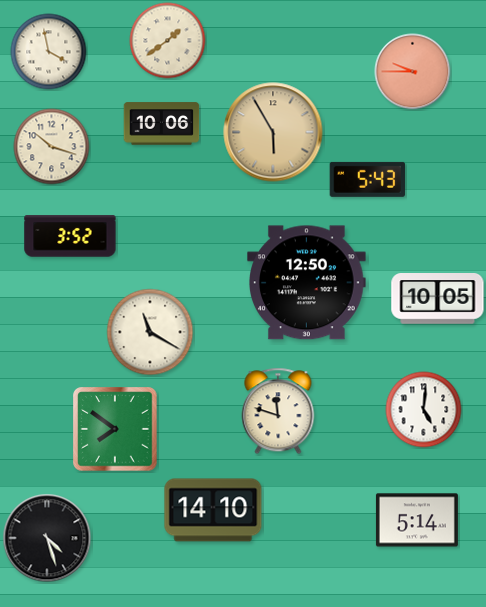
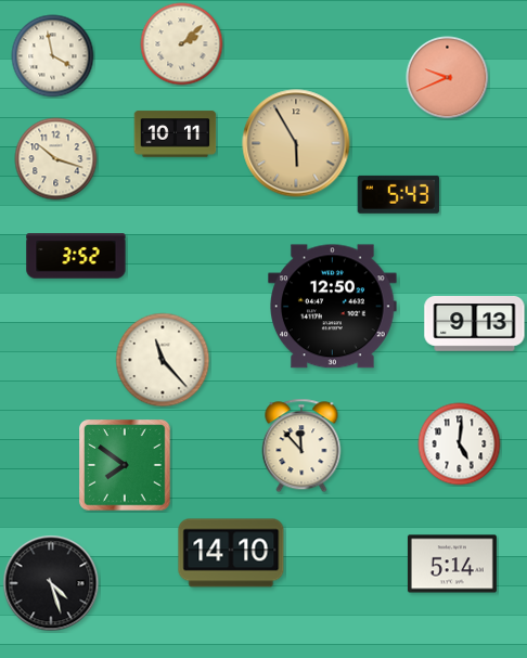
clock at (168, 41): 1:39 -> 2:08
clock at (413, 72): 9:45 -> 9:41
clock at (162, 124): 10:06 -> 10:11
clock at (438, 299): 10:05 -> 9:13
clock at (150, 332): 11:20 -> 11:23
clock at (278, 411): 11:48 -> 11:53
